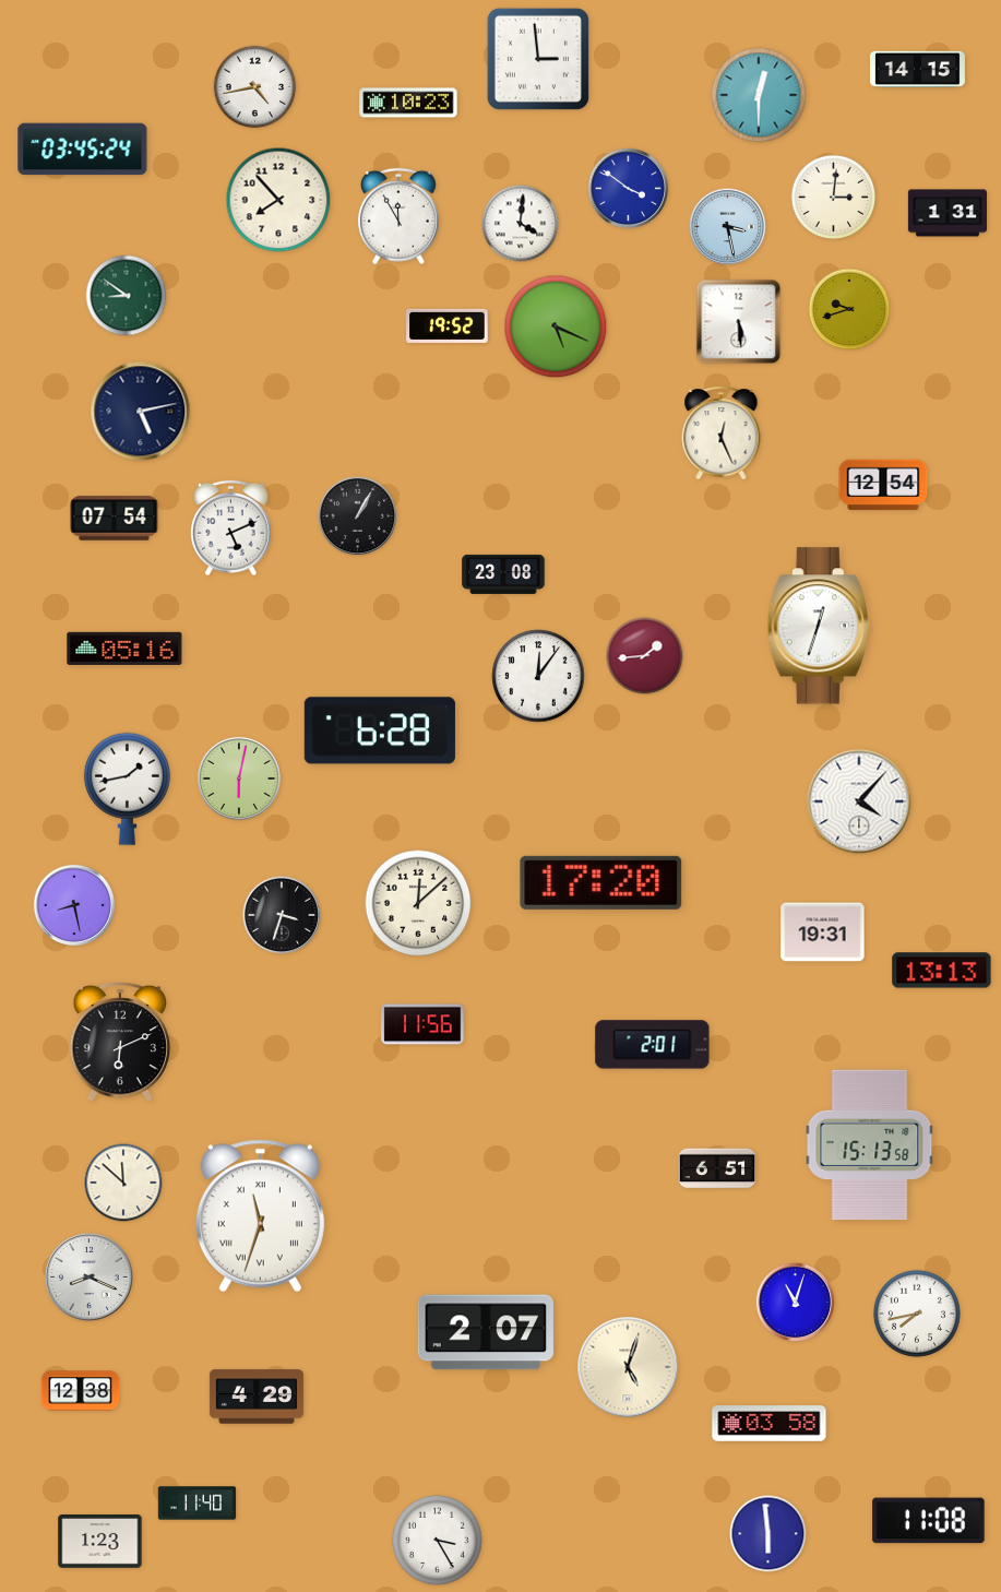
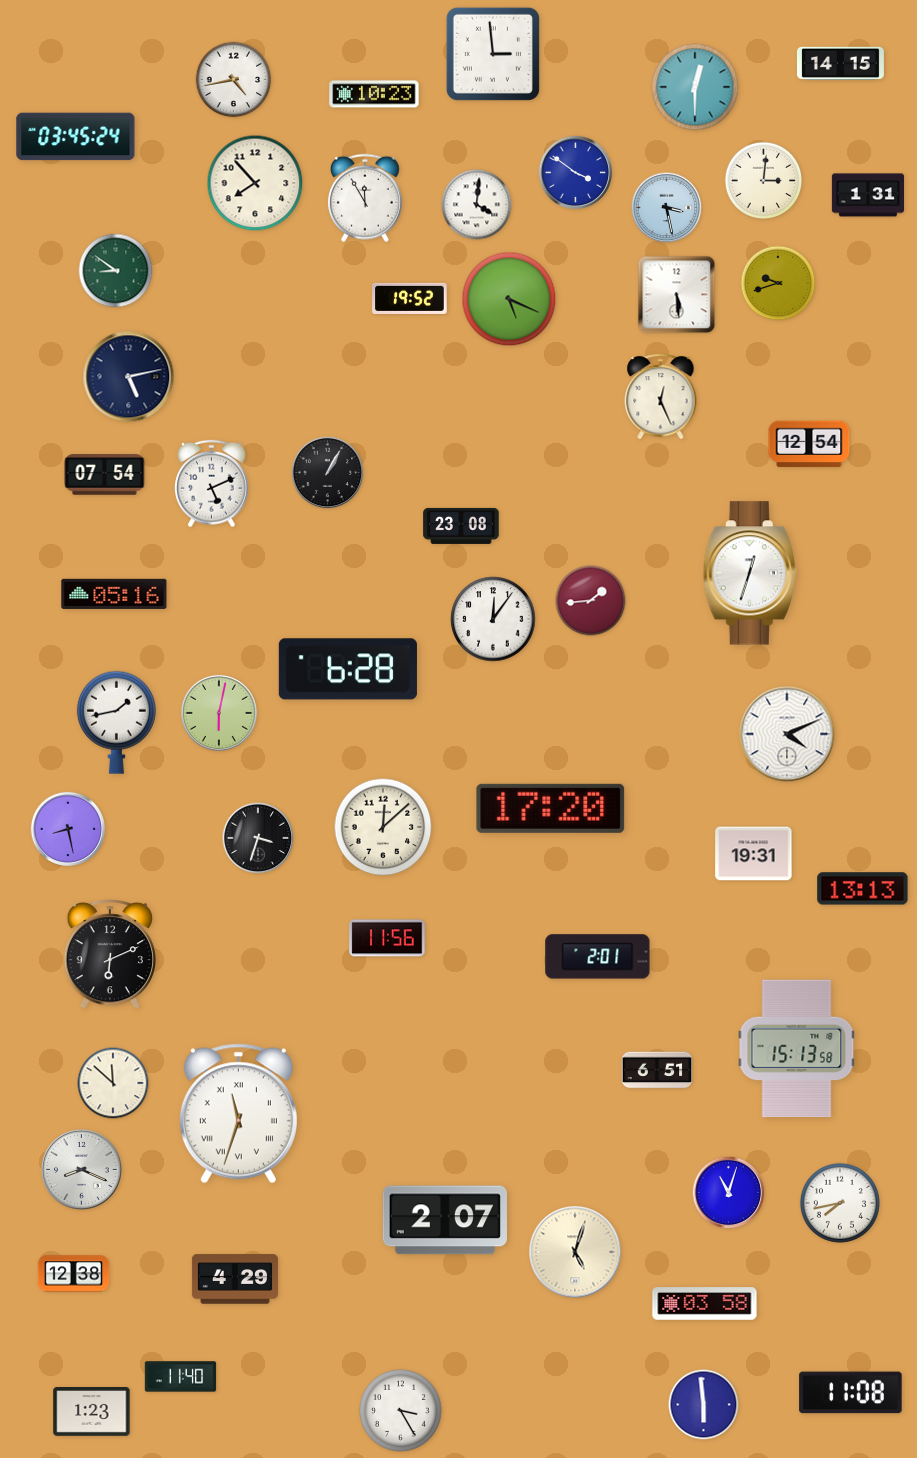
clock at (859, 801): 4:07 -> 4:11
